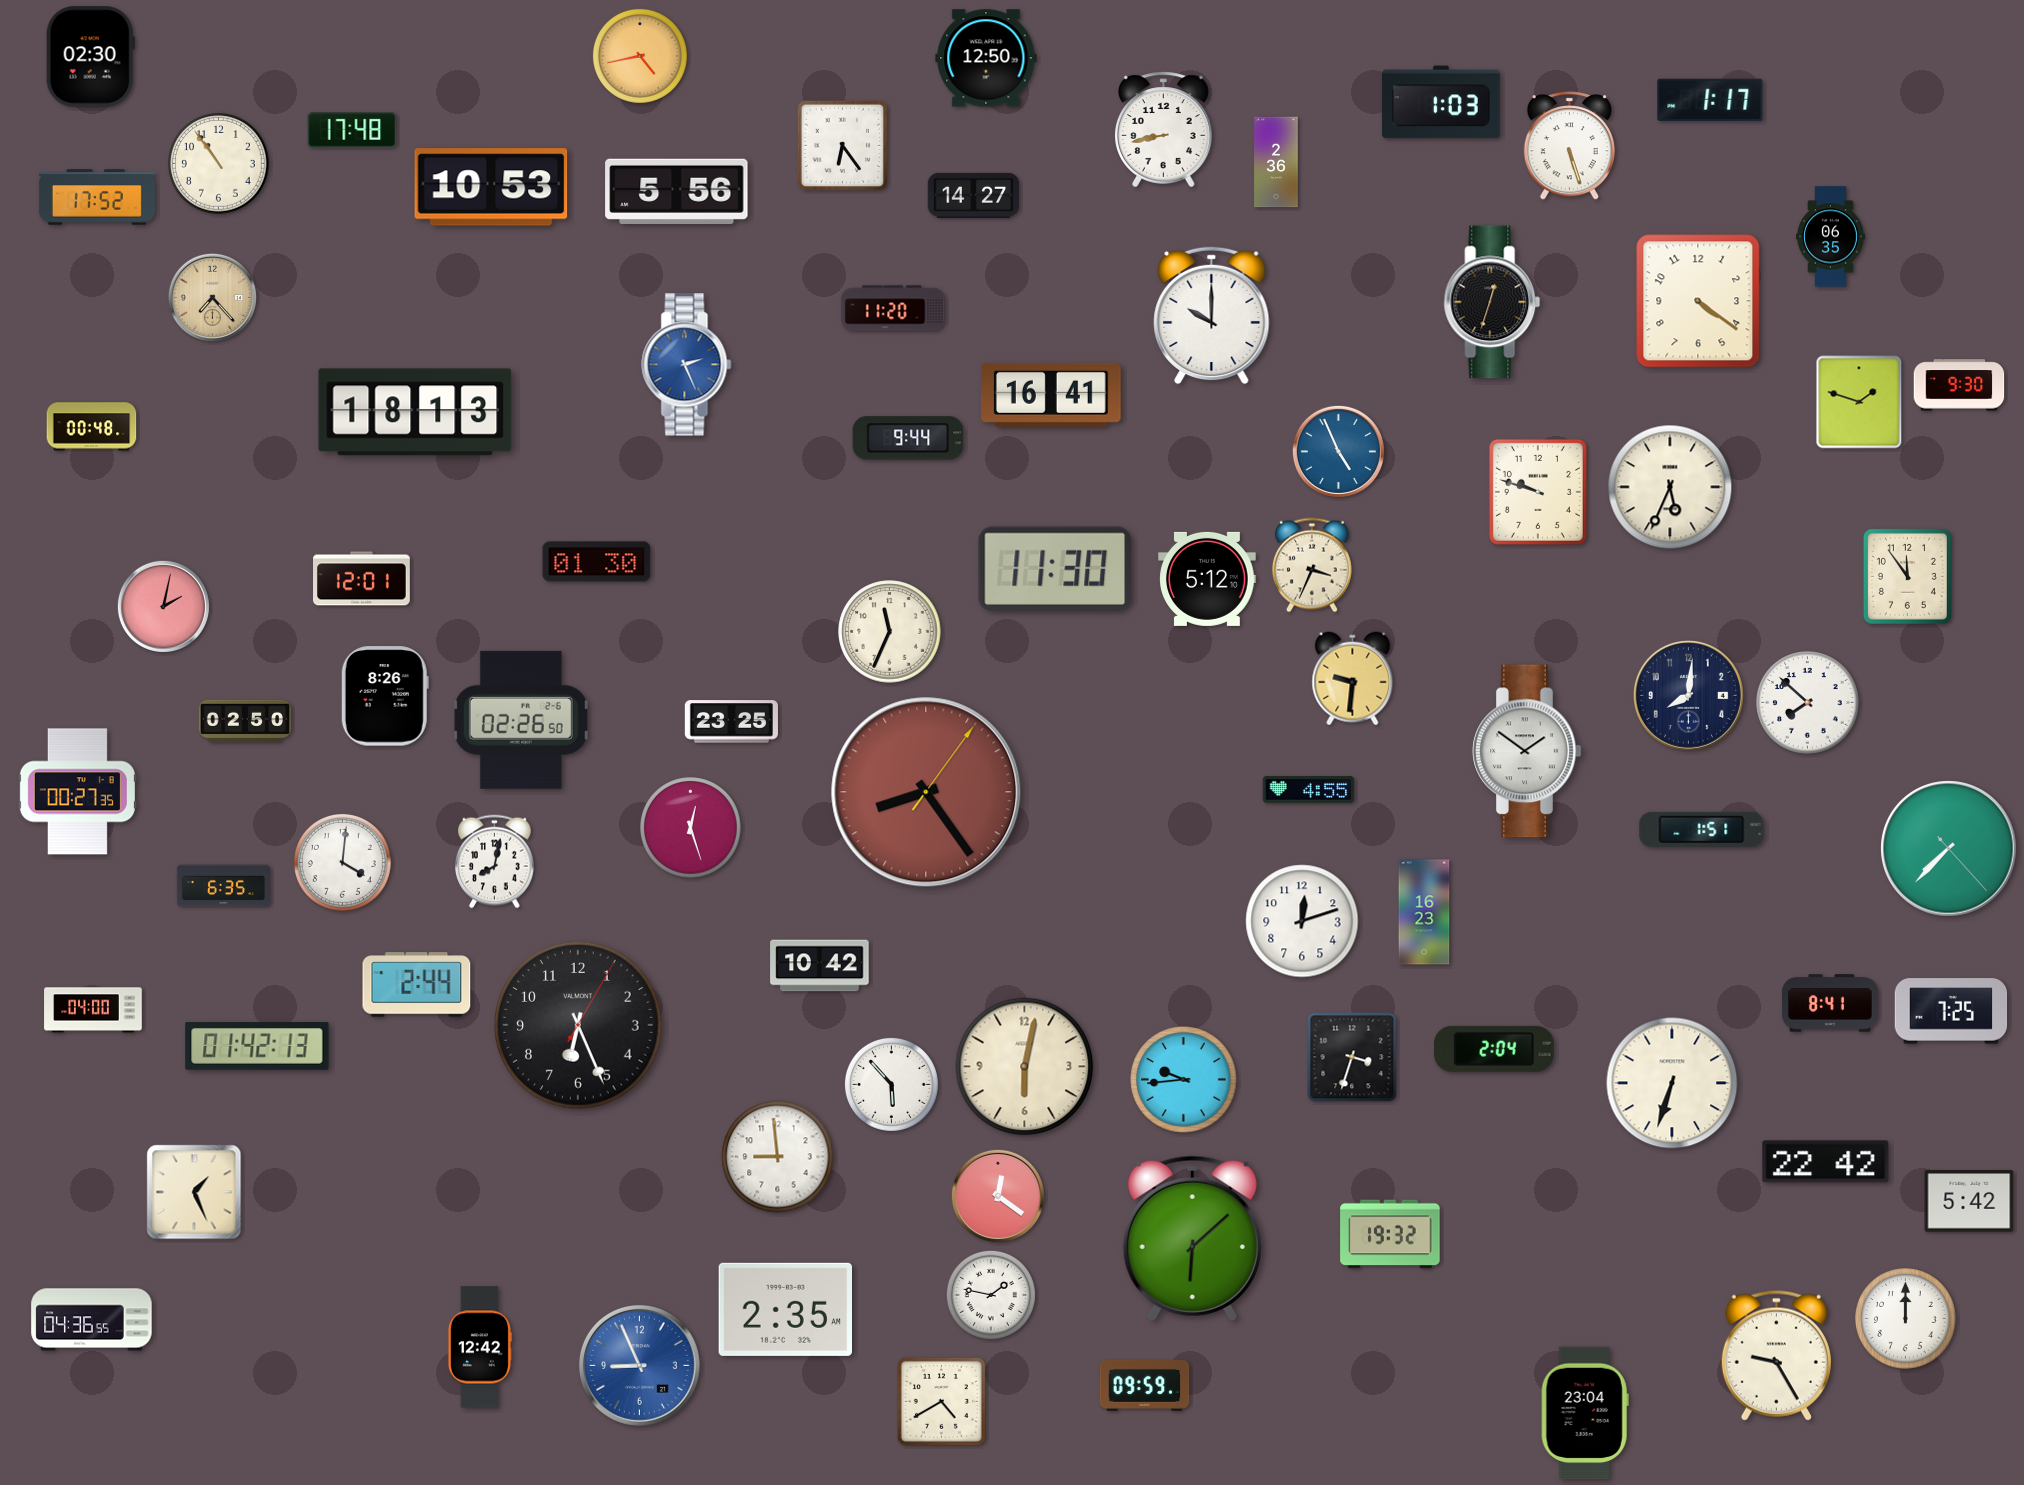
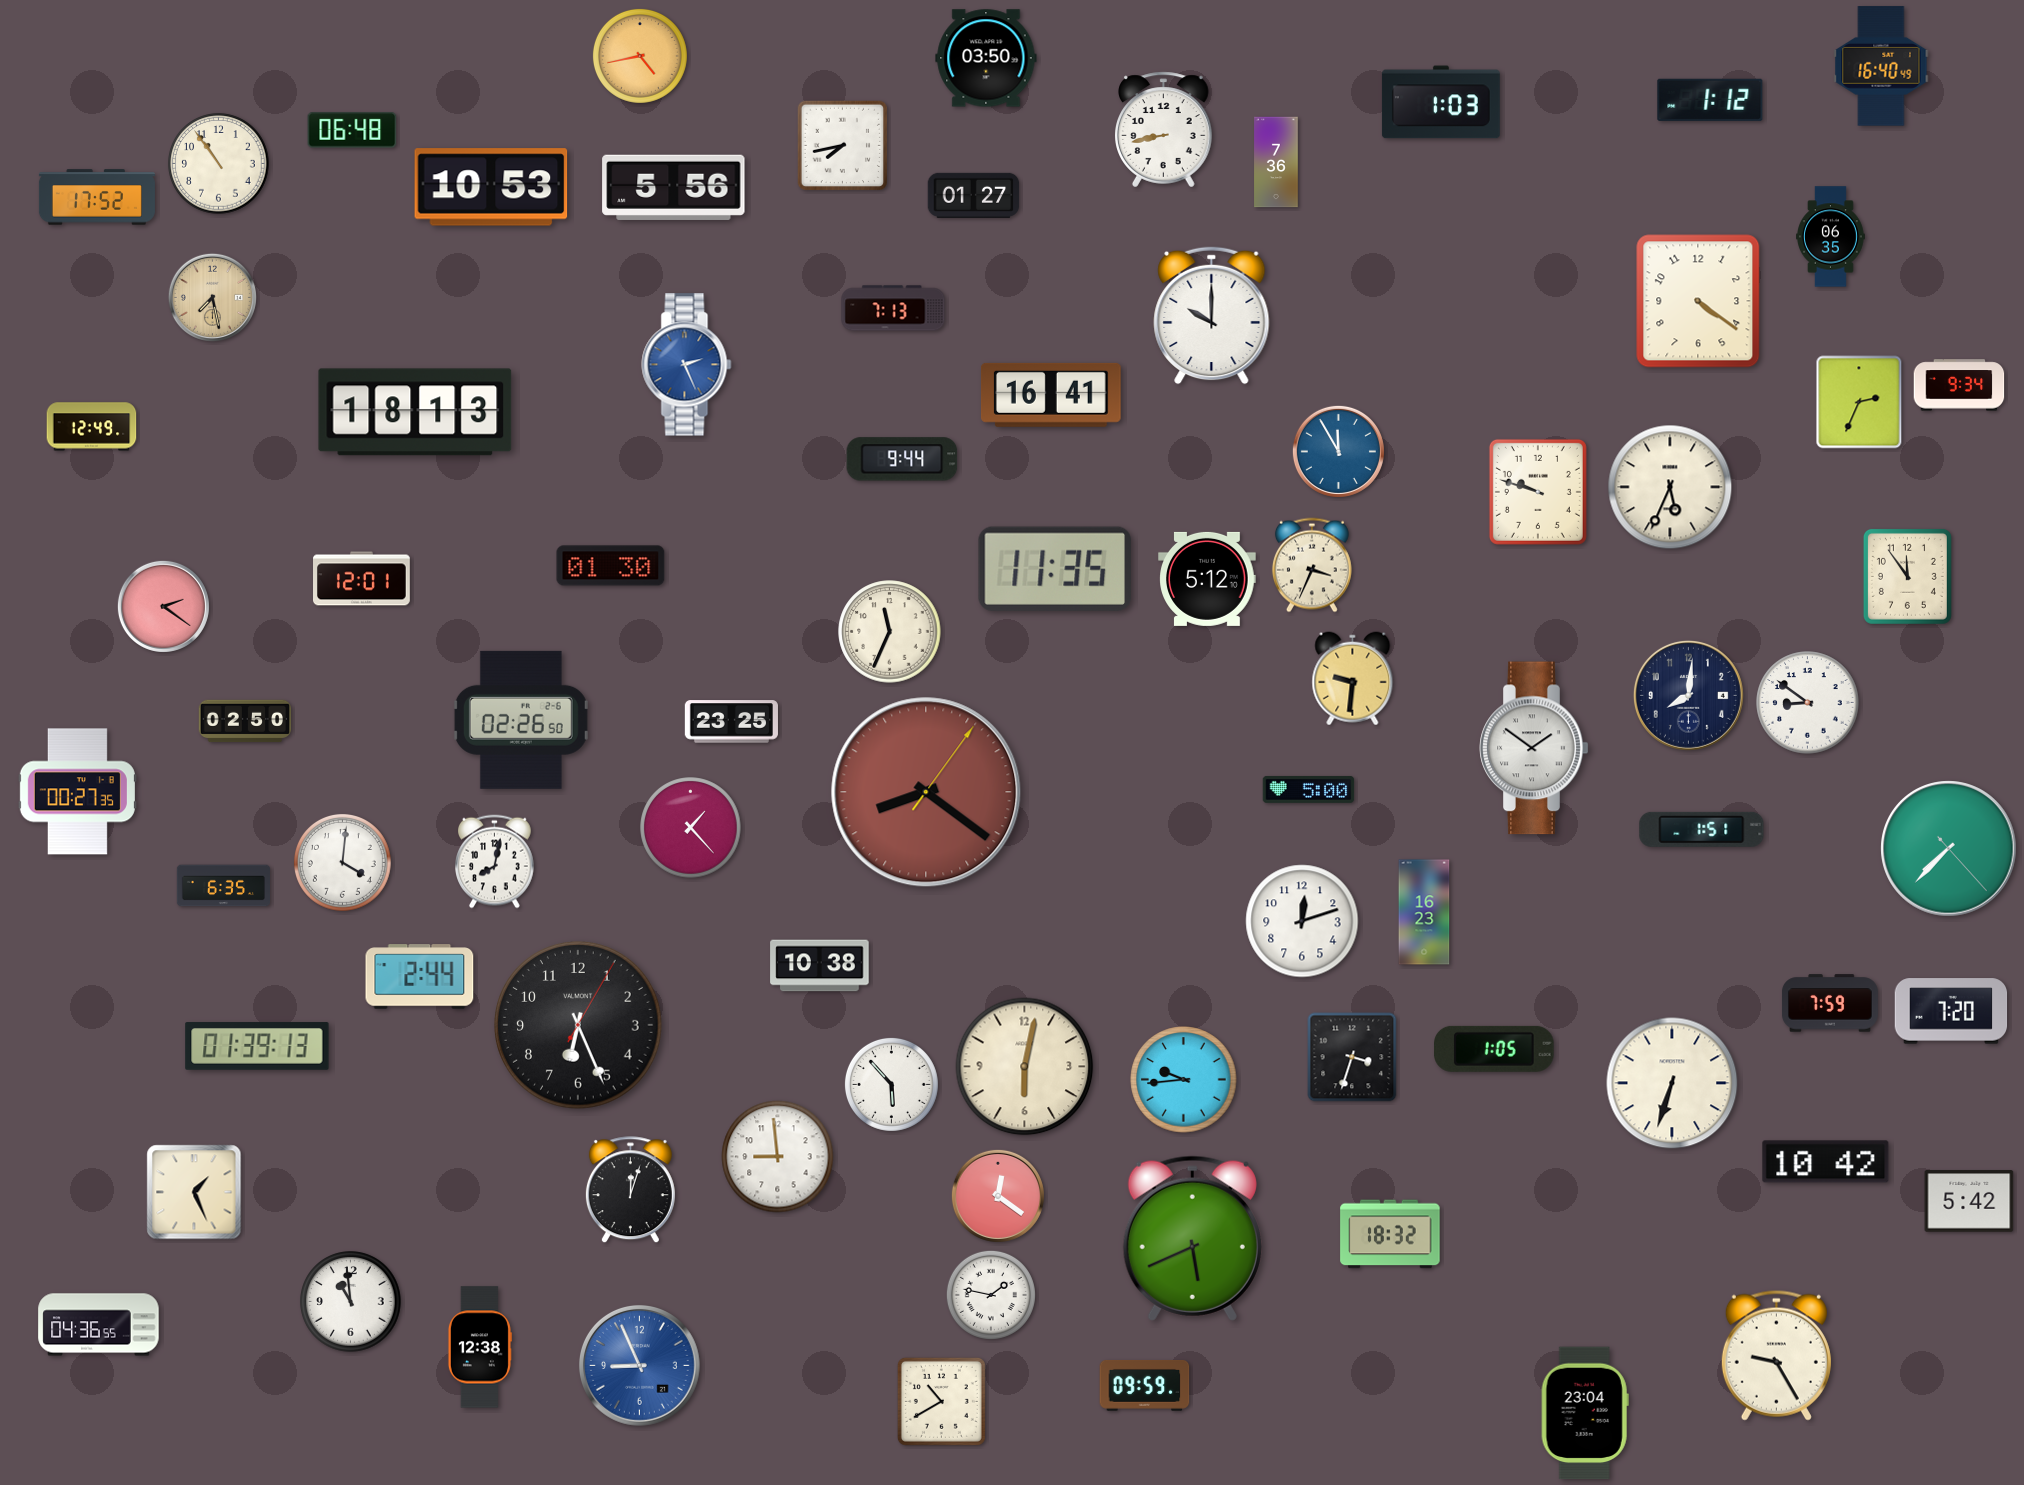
clock at (90, 57): 02:30 -> none
clock at (986, 58): 12:50 -> 03:50
clock at (1881, 66): none -> 16:40
clock at (1710, 100): 1:17 -> 1:12
clock at (352, 130): 17:48 -> 06:48
clock at (842, 145): 6:24 -> 7:43
clock at (1569, 146): 5:27 -> none
clock at (1276, 162): 2:36 -> 7:36
clock at (677, 191) position: (677, 191) -> (674, 187)
clock at (974, 195): 14:27 -> 01:27
clock at (212, 297): 7:23 -> 7:28
clock at (1492, 302): 12:33 -> none
clock at (893, 308): 11:20 -> 7:13
clock at (1959, 385): 9:30 -> 9:34
clock at (1859, 402): 1:48 -> 2:34
clock at (92, 427): 00:48 -> 12:49
clock at (908, 438) position: (908, 438) -> (902, 459)
clock at (1338, 451): 4:56 -> 11:55
clock at (597, 562) position: (597, 562) -> (611, 566)
clock at (1054, 569): 11:30 -> 11:35
clock at (163, 606): 2:02 -> 2:21
clock at (385, 696): 8:26 -> none
clock at (1808, 703): 7:52 -> 8:51
clock at (1527, 751) position: (1527, 751) -> (1534, 748)
clock at (1309, 789): 4:55 -> 5:00
clock at (926, 792): 8:24 -> 8:21
clock at (691, 828): 12:27 -> 1:23
clock at (820, 966): 10:42 -> 10:38
clock at (417, 985) position: (417, 985) -> (420, 977)
clock at (1830, 1003): 8:41 -> 7:59
clock at (93, 1010): 04:00 -> none
clock at (1951, 1011): 7:25 -> 7:20
clock at (257, 1046): 01:42 -> 01:39
clock at (1495, 1049): 2:04 -> 1:05
clock at (1826, 1162): 22:42 -> 10:42
clock at (630, 1190): none -> 12:03
clock at (1390, 1234): 19:32 -> 18:32
clock at (1192, 1238): 6:08 -> 5:41
clock at (351, 1302): none -> 10:59
clock at (785, 1309): 2:35 -> none
clock at (1906, 1319): 12:00 -> none
clock at (92, 1320) position: (92, 1320) -> (99, 1325)
clock at (479, 1347): 12:42 -> 12:38
clock at (941, 1401): 4:40 -> 10:40
